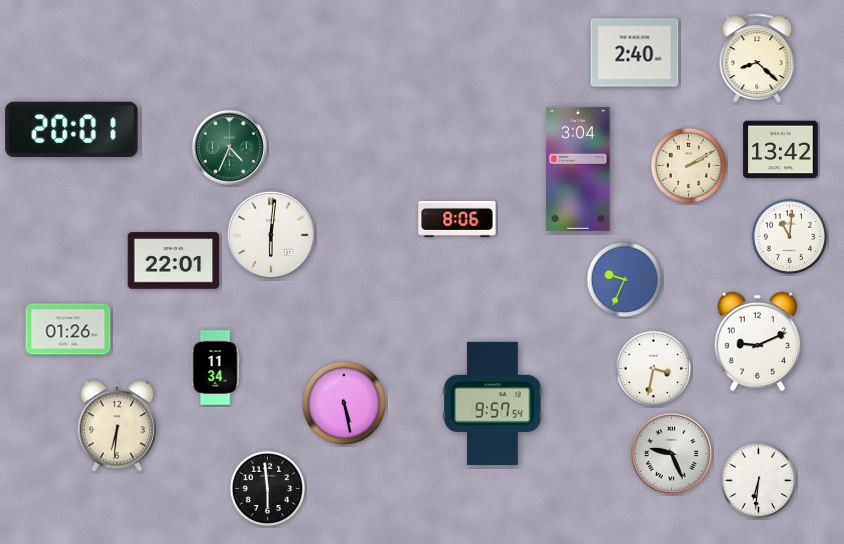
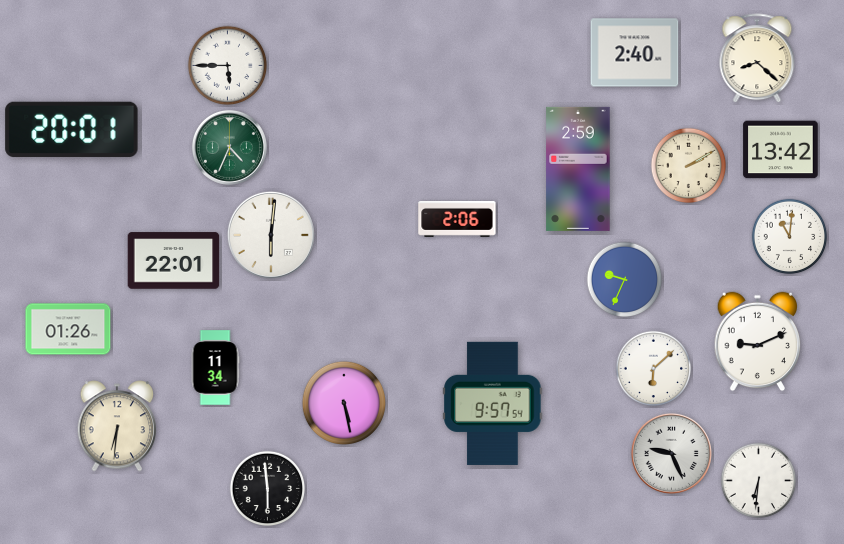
clock at (228, 66): none -> 5:45
clock at (578, 169): 3:04 -> 2:59
clock at (457, 219): 8:06 -> 2:06
clock at (654, 369): 3:32 -> 6:08
